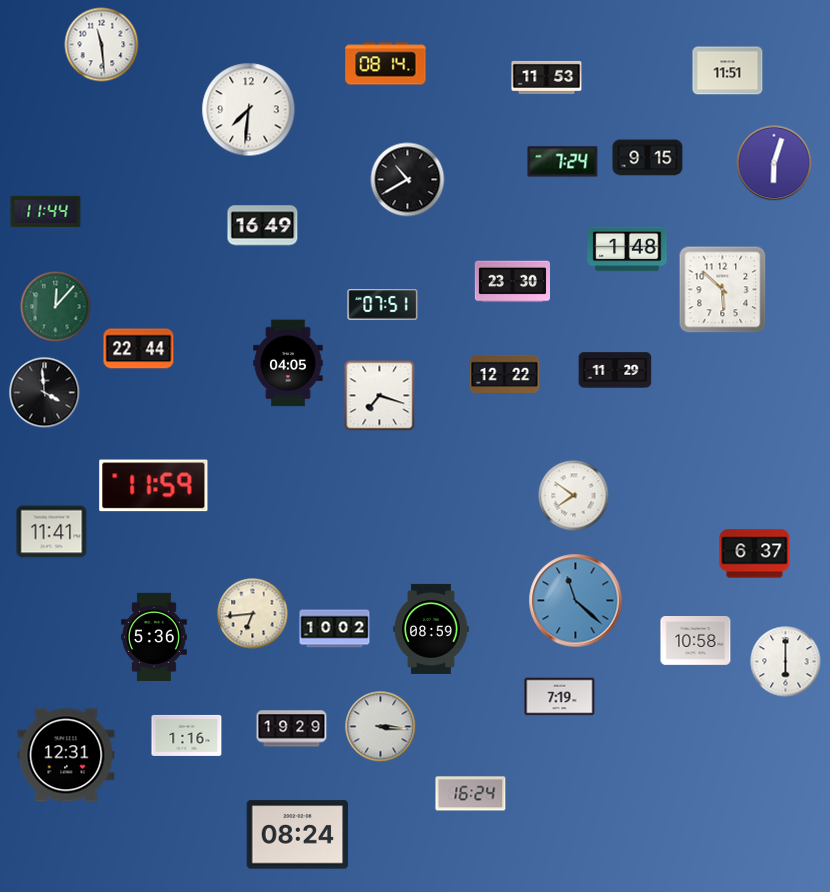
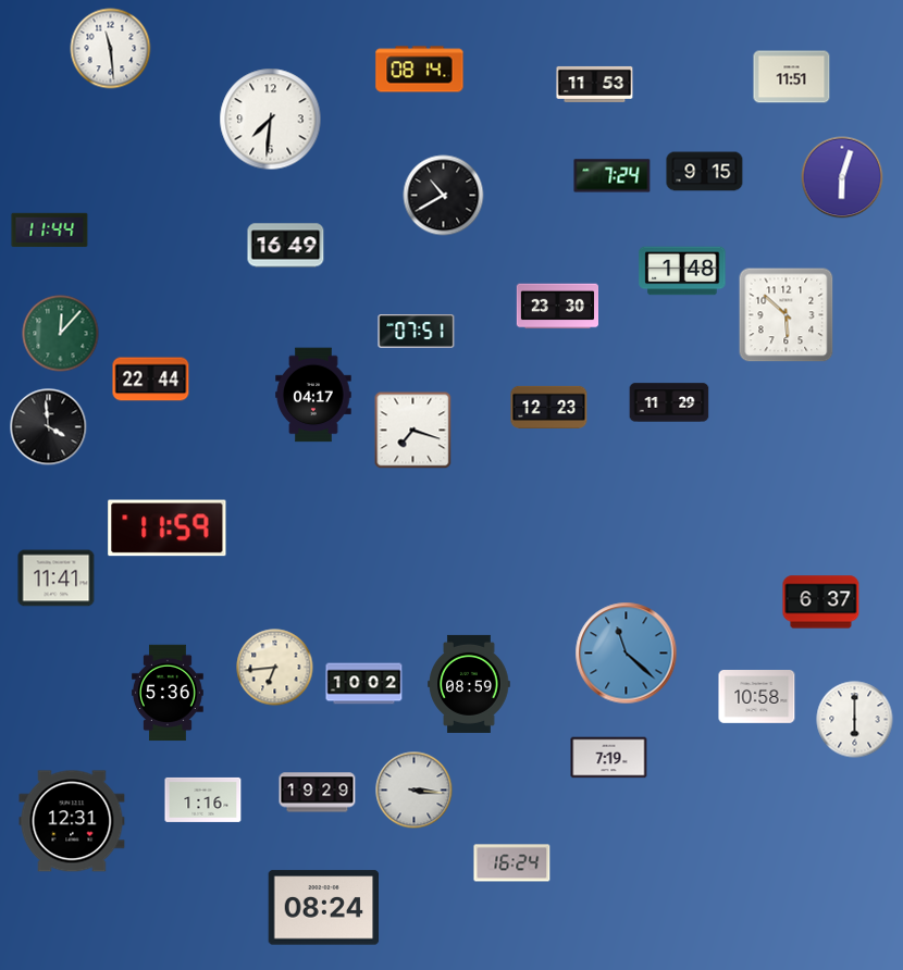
clock at (288, 363): 04:05 -> 04:17
clock at (505, 374): 12:22 -> 12:23
clock at (574, 496): 7:51 -> none
